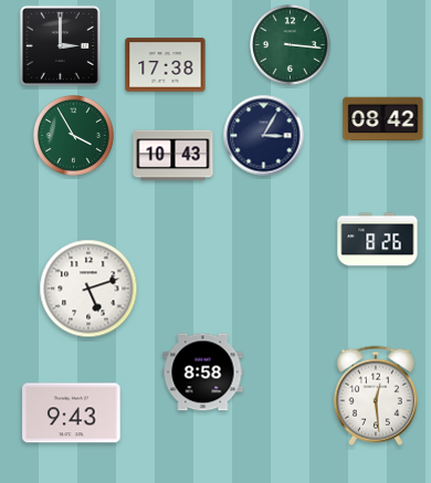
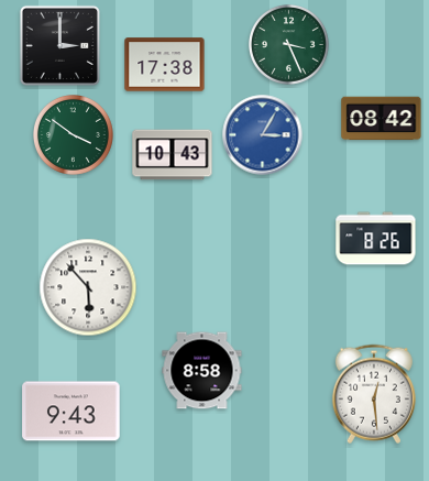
clock at (291, 45): 3:16 -> 3:26
clock at (74, 136): 3:55 -> 3:51
clock at (264, 136) dial: navy -> blue
clock at (88, 288): 5:12 -> 5:53
